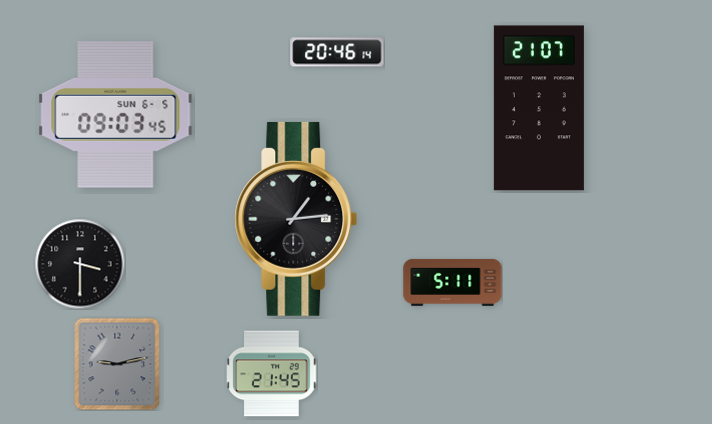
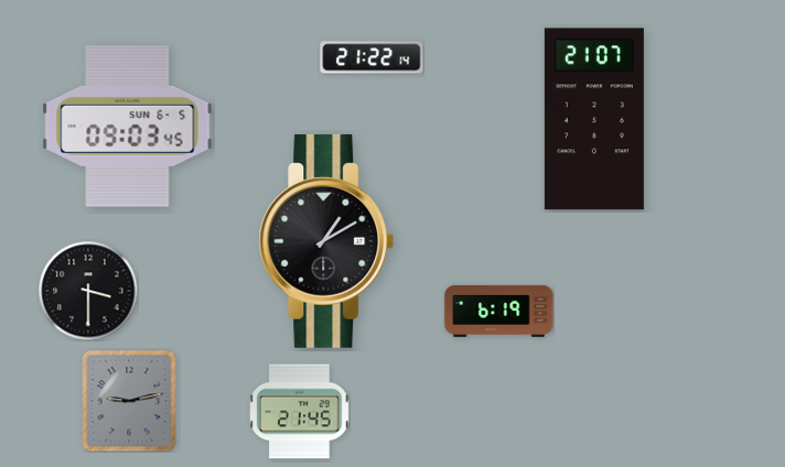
clock at (337, 52): 20:46 -> 21:22
clock at (296, 219): 1:14 -> 1:10
clock at (453, 282): 5:11 -> 6:19
